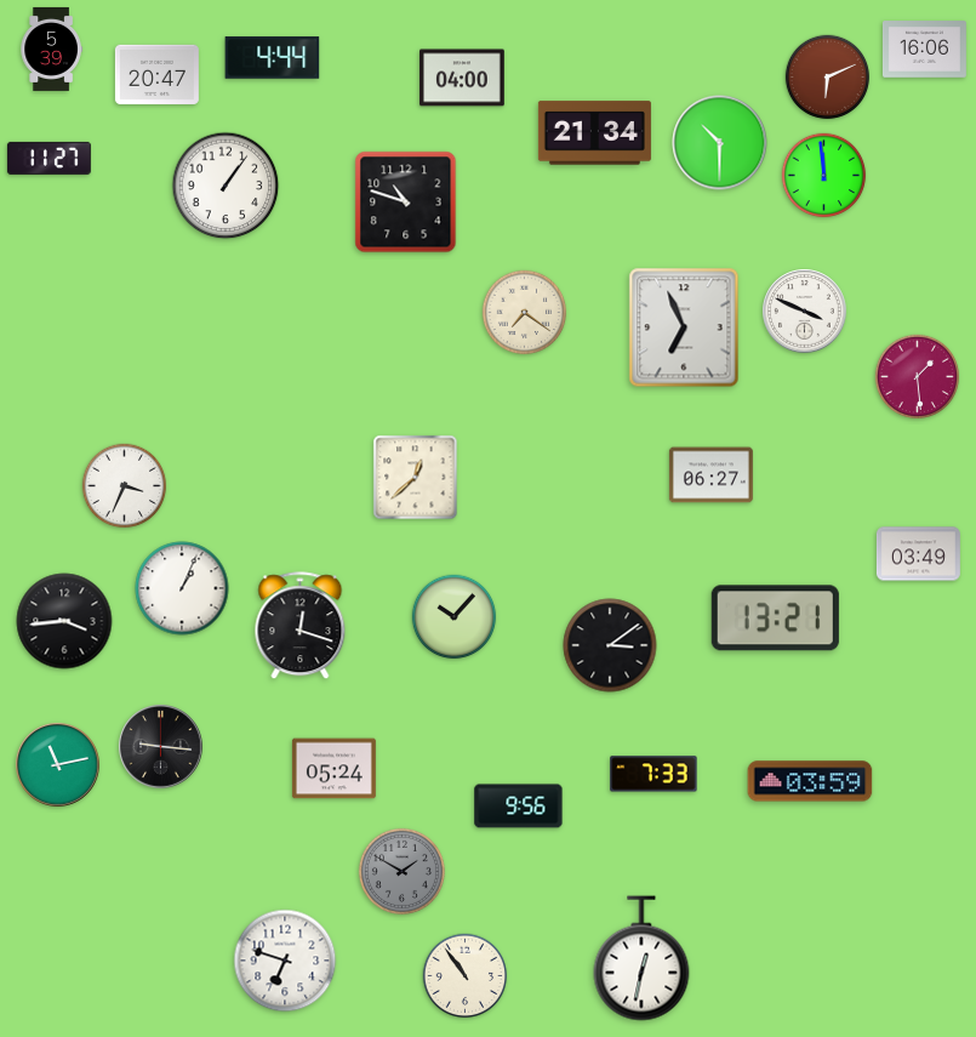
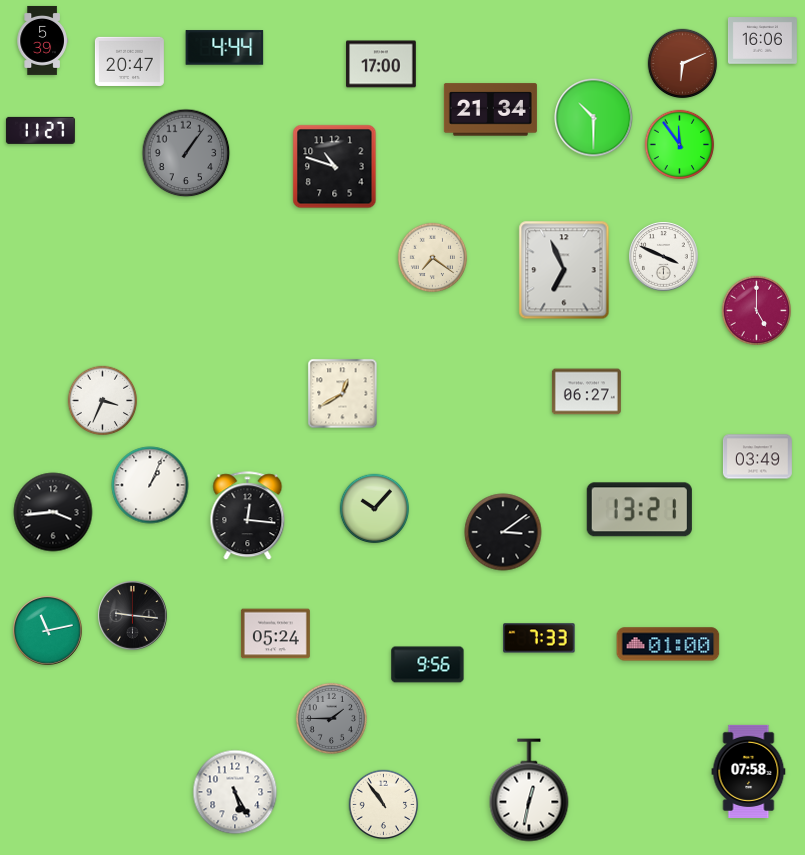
clock at (462, 78): 04:00 -> 17:00
clock at (824, 176): 11:59 -> 11:54
clock at (226, 186) dial: white -> grey
clock at (918, 377): 1:29 -> 5:00
clock at (416, 478): 12:38 -> 12:40
clock at (301, 626): 12:18 -> 12:16
clock at (810, 781): 03:59 -> 01:00
clock at (401, 871): 1:50 -> 1:45
clock at (749, 771): none -> 07:58
clock at (285, 961): 6:48 -> 5:25
